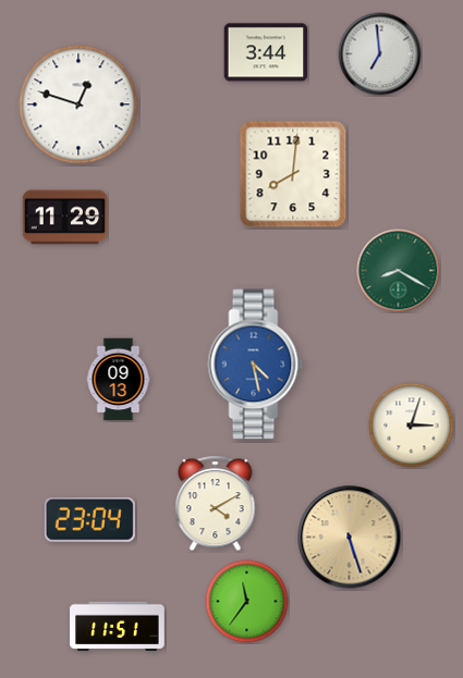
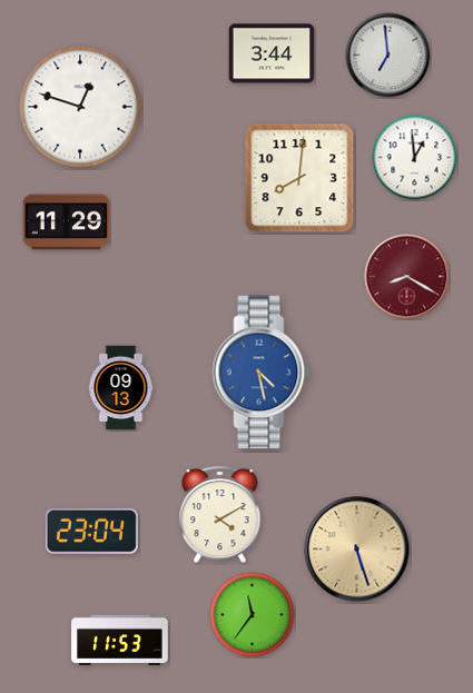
clock at (415, 158): none -> 12:59
clock at (399, 271) dial: green -> burgundy
clock at (412, 426): 3:03 -> none
clock at (118, 627): 11:51 -> 11:53
